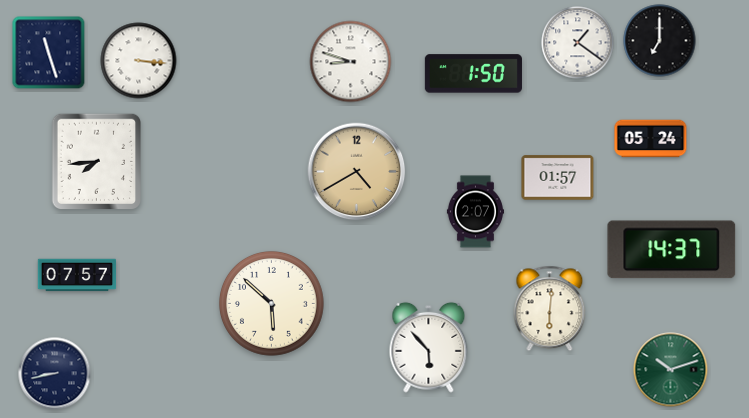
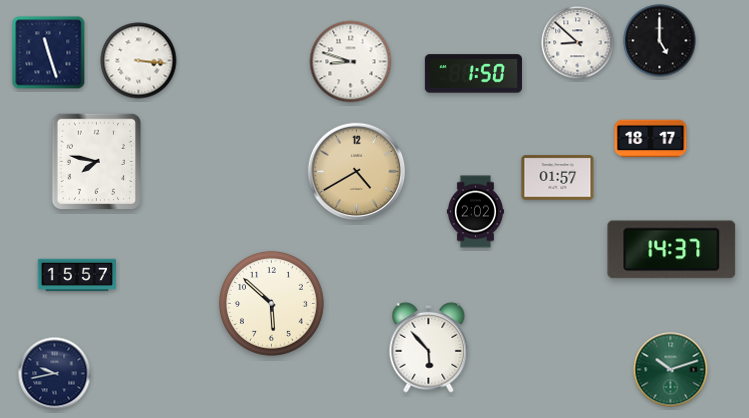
clock at (660, 41): 7:00 -> 5:00
clock at (578, 43): 1:21 -> 8:52
clock at (651, 139): 05:24 -> 18:17
clock at (96, 162): 7:44 -> 7:47
clock at (475, 212): 2:07 -> 2:02
clock at (77, 275): 07:57 -> 15:57
clock at (550, 309): 6:01 -> none
clock at (55, 374): 8:43 -> 9:43
